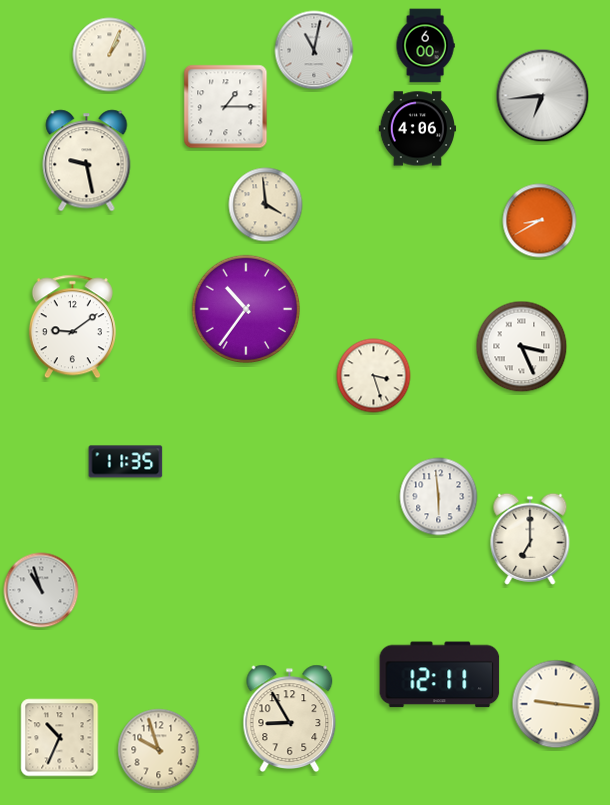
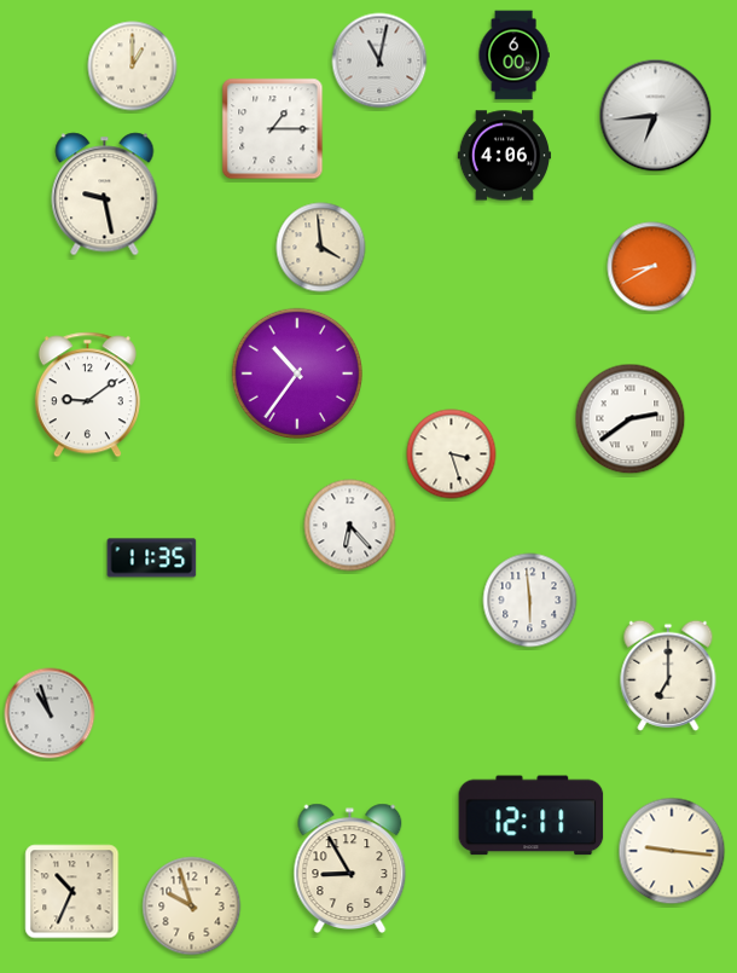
clock at (110, 55): 1:04 -> 1:00
clock at (522, 347): 3:26 -> 2:39
clock at (350, 526): none -> 6:23
clock at (530, 539) position: (530, 539) -> (668, 676)
